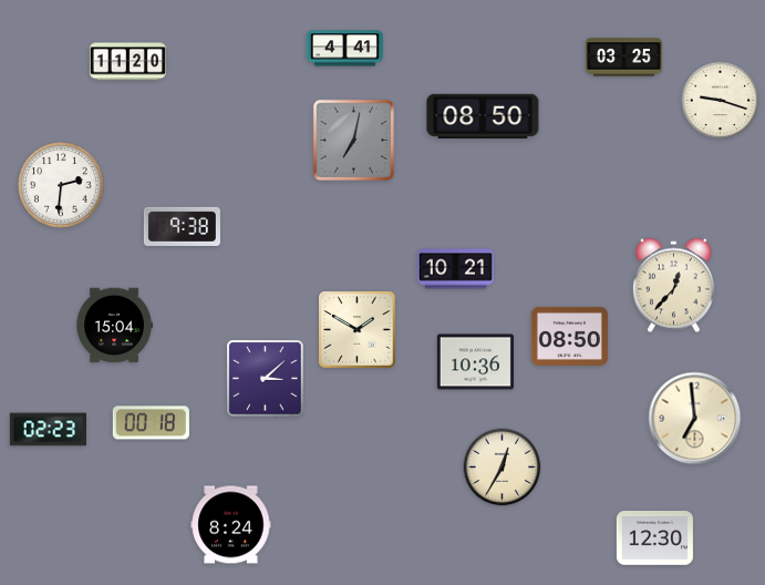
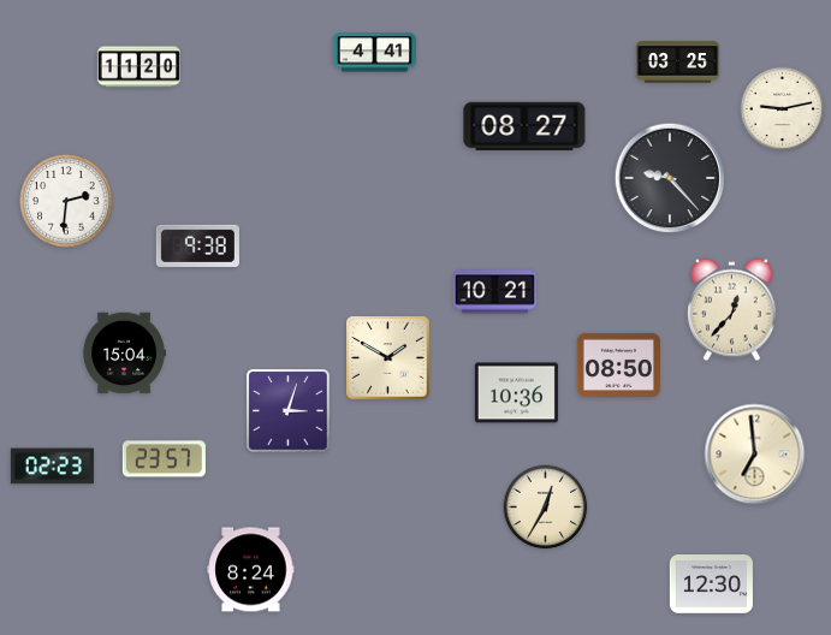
clock at (721, 101): 9:18 -> 9:13
clock at (483, 116): 08:50 -> 08:27
clock at (353, 140): 7:02 -> none
clock at (670, 178): none -> 9:23
clock at (266, 379): 3:08 -> 3:03
clock at (151, 423): 00:18 -> 23:57
